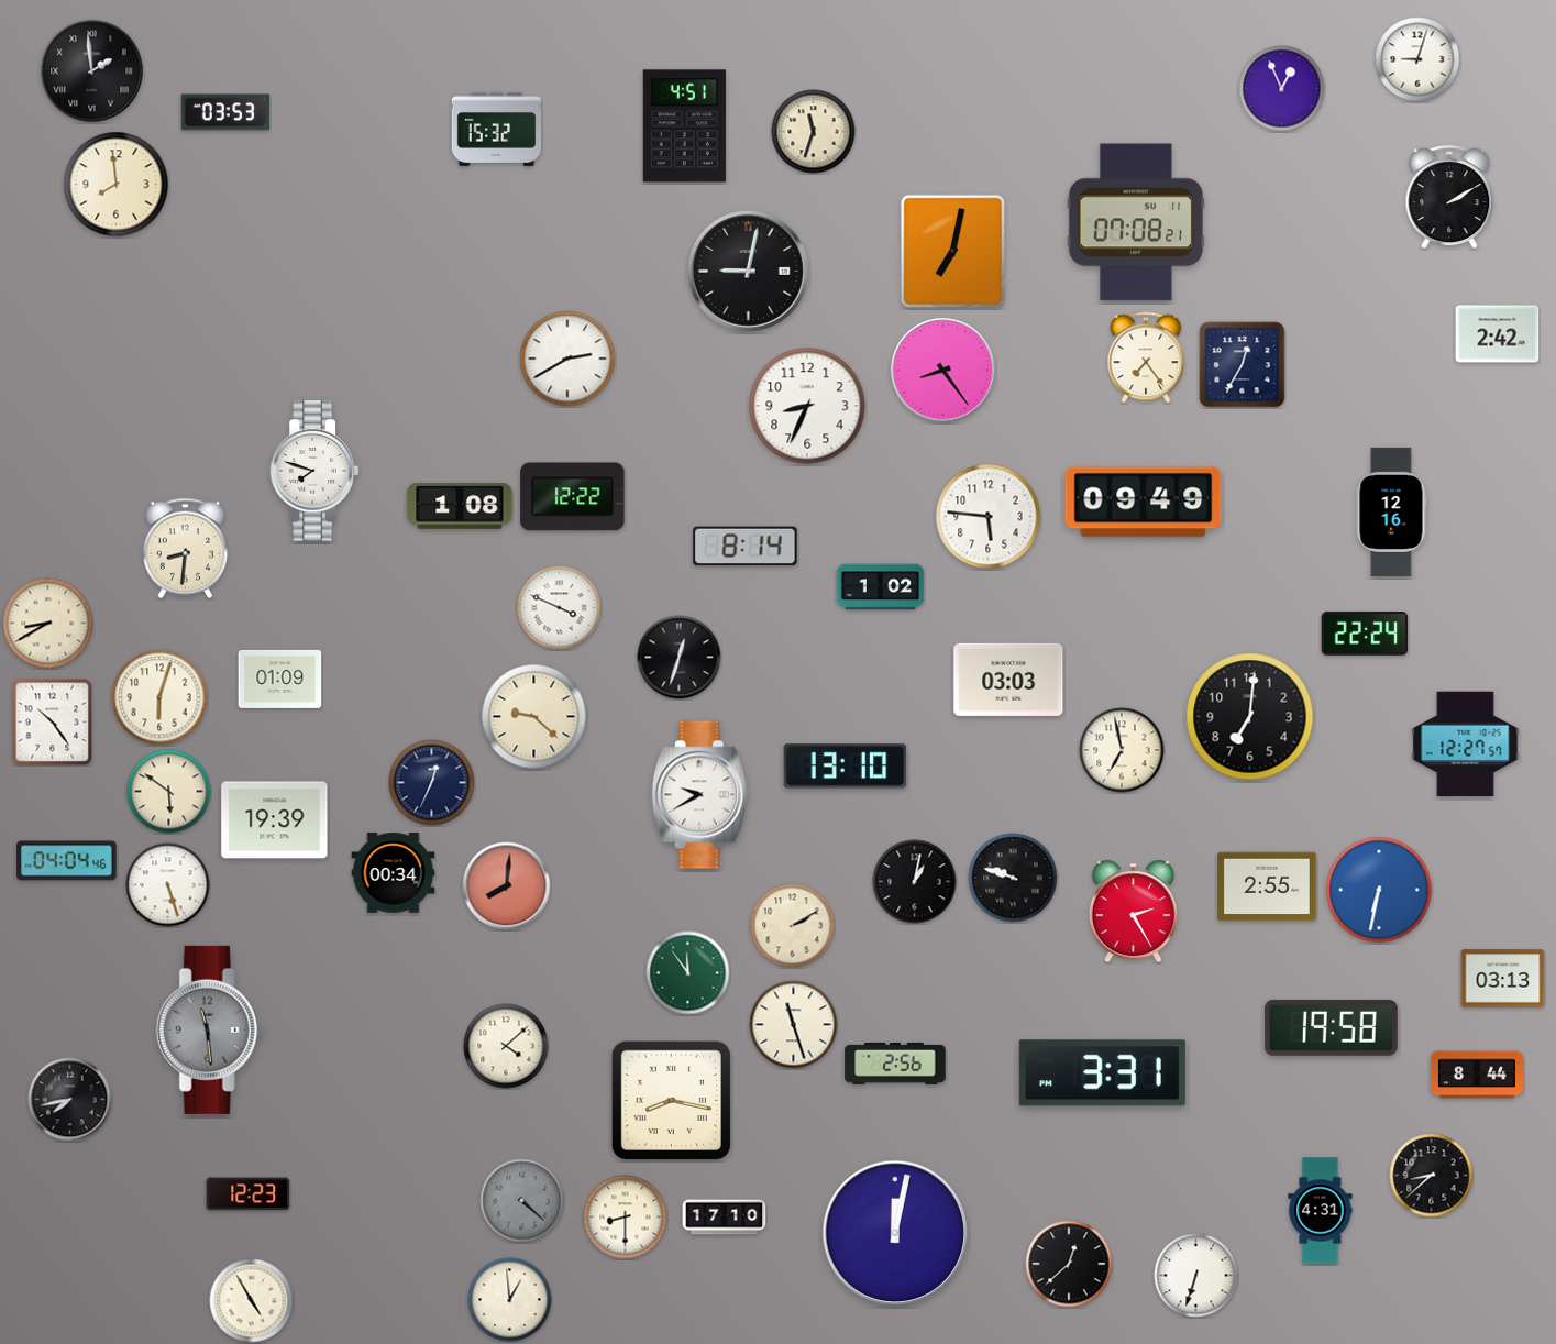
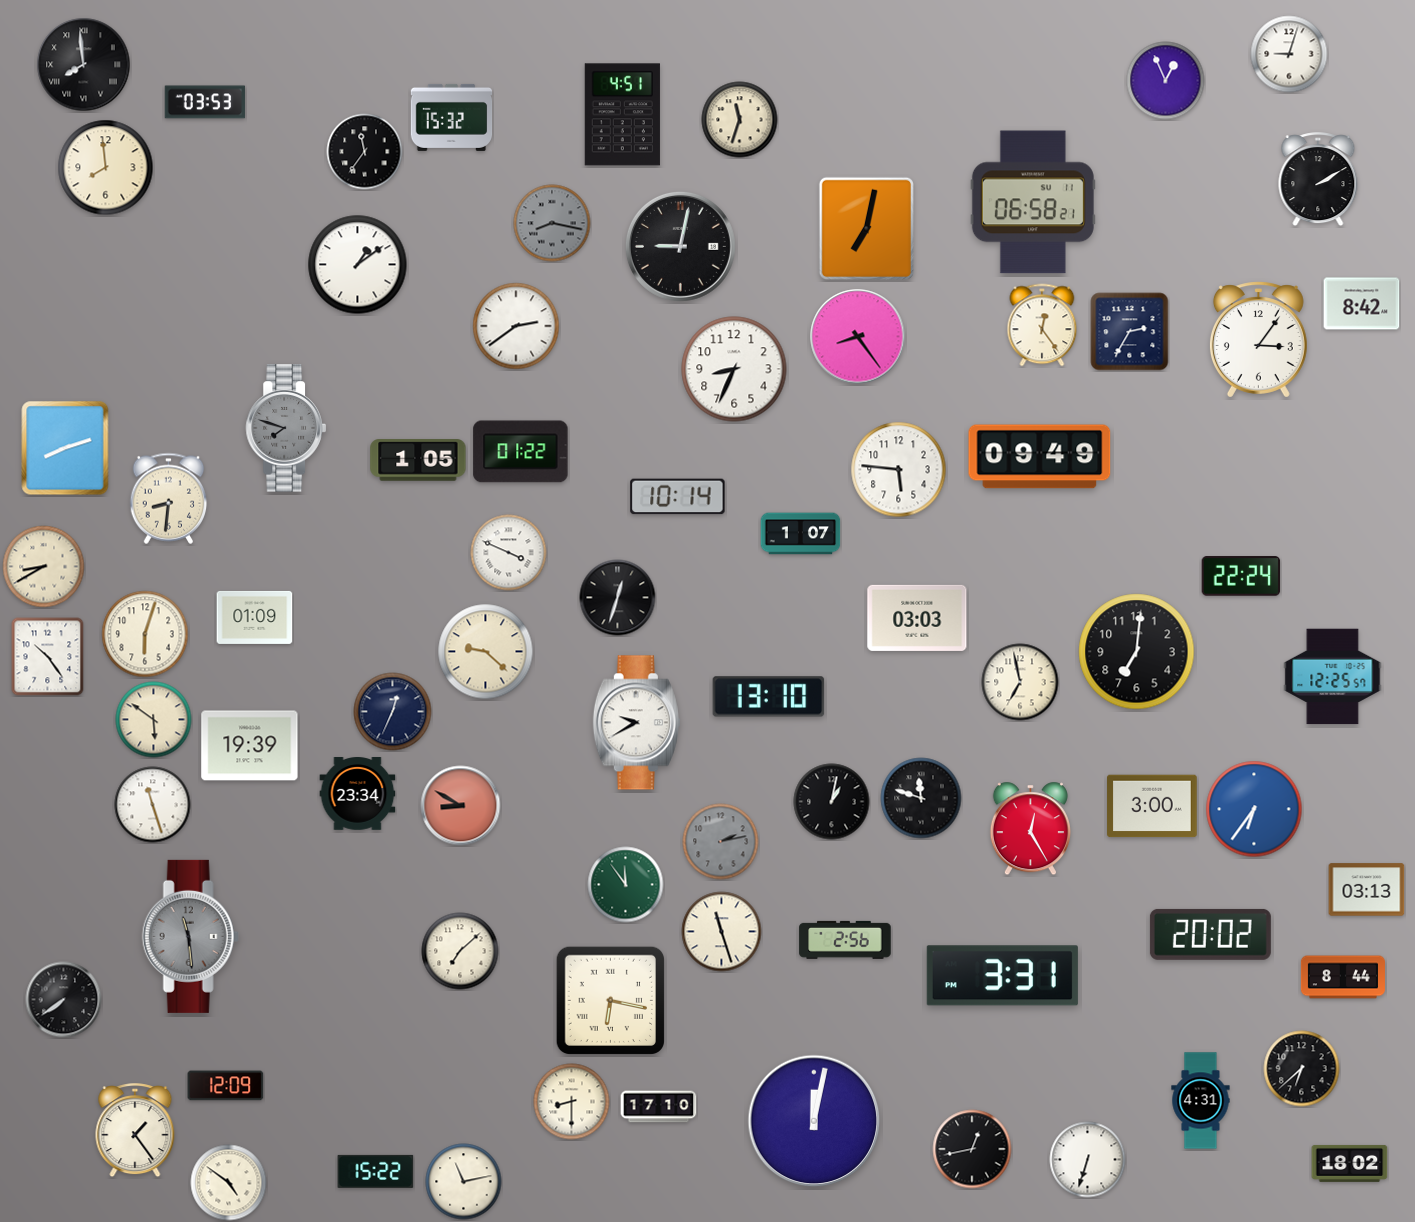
clock at (92, 71): 1:59 -> 7:59
clock at (365, 152): none -> 11:36
clock at (1136, 222): 07:08 -> 06:58
clock at (552, 223): none -> 8:17
clock at (358, 265): none -> 1:09
clock at (1498, 334): 2:42 -> 8:42
clock at (1146, 357): 7:24 -> 12:24
clock at (567, 359): 2:40 -> 2:39
clock at (1243, 365): 12:35 -> 2:35
clock at (1258, 340): none -> 3:06
clock at (314, 471) dial: white -> grey
clock at (65, 448): none -> 8:12
clock at (573, 497): 12:22 -> 01:22
clock at (460, 506): 1:08 -> 1:05
clock at (1391, 511): 12:16 -> none
clock at (746, 547): 8:14 -> 10:14
clock at (881, 587): 1:02 -> 1:07
clock at (1466, 745): 12:27 -> 12:25
clock at (67, 861): 04:04 -> none
clock at (394, 873): 00:34 -> 23:34
clock at (1013, 878): 9:48 -> 11:48
clock at (168, 885): 5:27 -> 11:27
clock at (507, 886): 8:01 -> 8:50
clock at (1267, 886): 2:55 -> 3:00
clock at (1379, 890): 6:32 -> 6:36
clock at (1133, 912): 2:25 -> 12:25
clock at (793, 926): 2:10 -> 2:13
clock at (793, 926) dial: cream -> grey
clock at (1331, 1027): 19:58 -> 20:02
clock at (506, 1046): 4:08 -> 7:08
clock at (895, 1064) position: (895, 1064) -> (845, 940)
clock at (70, 1100): 7:43 -> 7:39
clock at (671, 1100): 8:17 -> 6:17
clock at (1432, 1176): 8:38 -> 6:38
clock at (249, 1194): 12:23 -> 12:09
clock at (522, 1201): 4:22 -> none
clock at (626, 1218) position: (626, 1218) -> (572, 1102)
clock at (135, 1131): none -> 1:24
clock at (1069, 1264): 12:38 -> 12:43
clock at (1350, 1163): none -> 18:02
clock at (376, 1171): none -> 15:22
clock at (510, 1300): 12:59 -> 11:13
clock at (252, 1301): 4:55 -> 4:51
